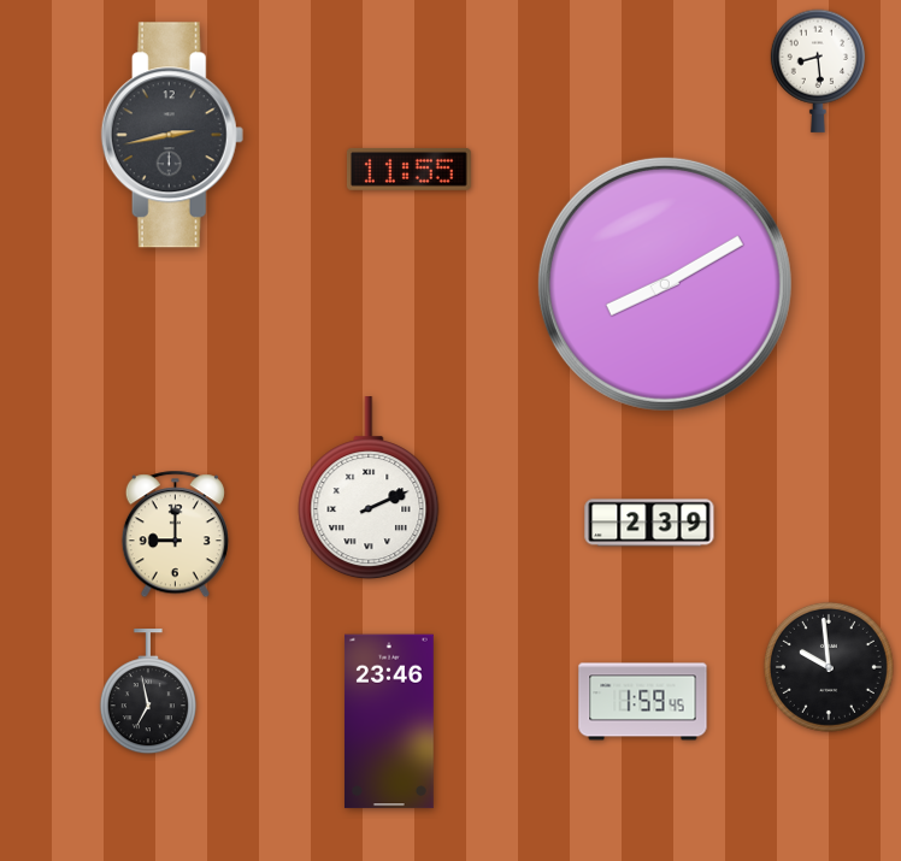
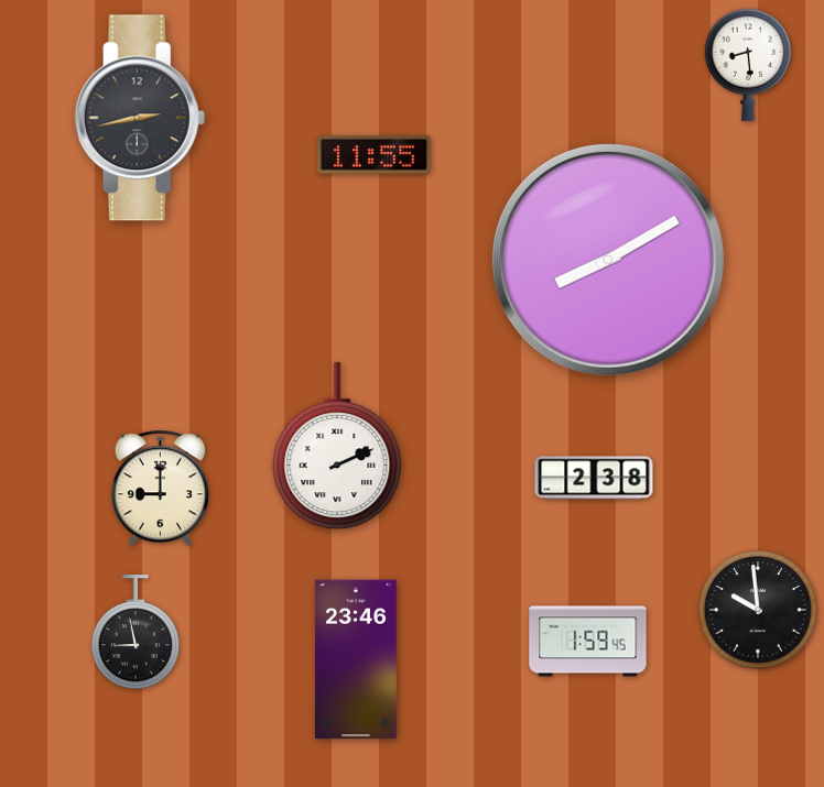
clock at (172, 135) position: (172, 135) -> (140, 118)
clock at (649, 523): 2:39 -> 2:38
clock at (148, 692): 6:58 -> 8:58
